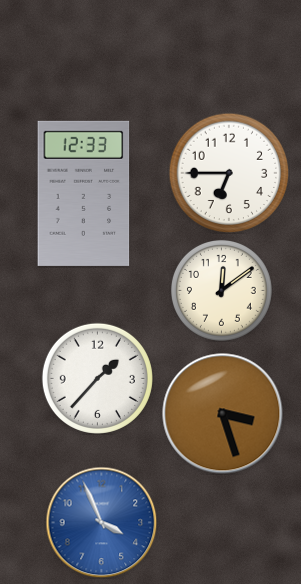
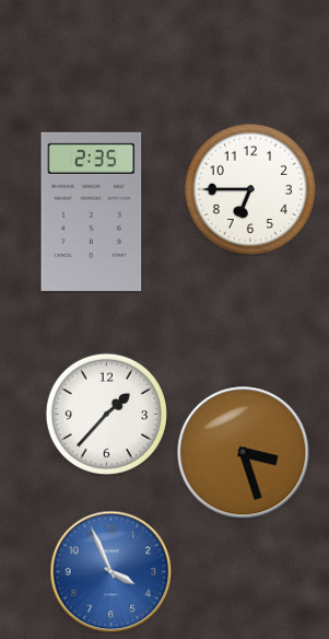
clock at (84, 193): 12:33 -> 2:35
clock at (221, 290): 12:09 -> none
